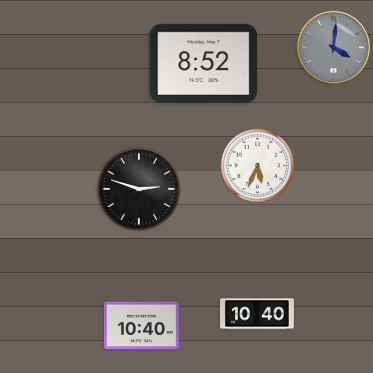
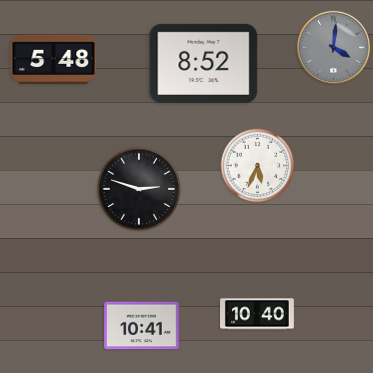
clock at (54, 59): none -> 5:48
clock at (142, 326): 10:40 -> 10:41
